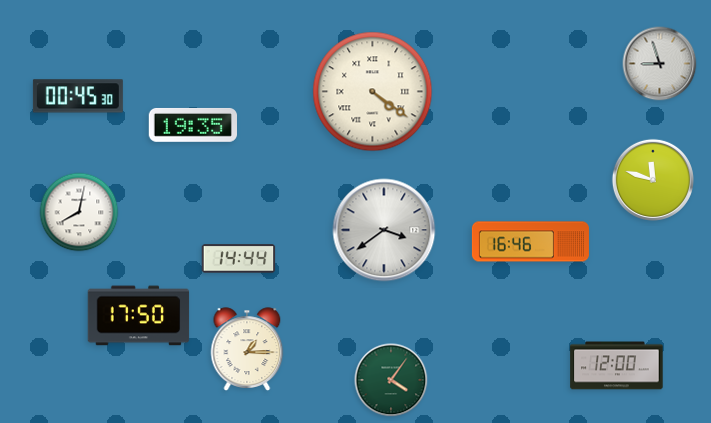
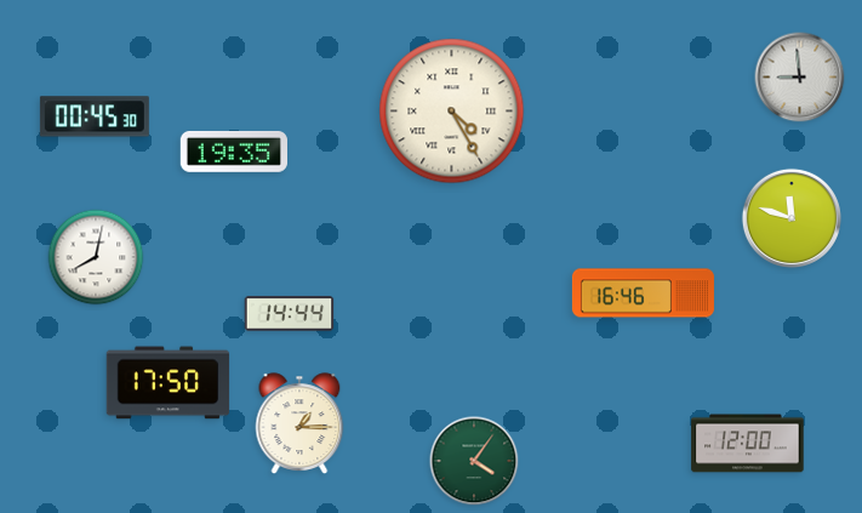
clock at (660, 64): 8:57 -> 8:59
clock at (373, 92): 4:21 -> 4:25
clock at (384, 230): 3:39 -> none
